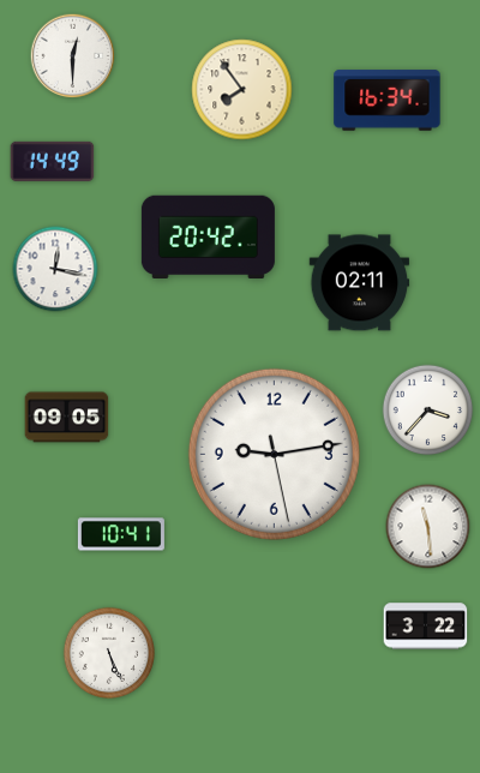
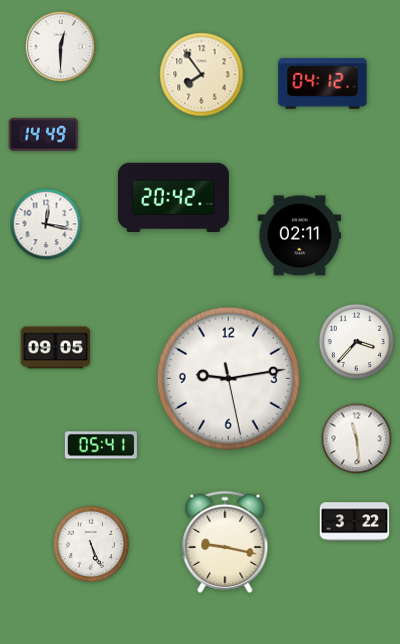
clock at (388, 101): 16:34 -> 04:12
clock at (121, 534): 10:41 -> 05:41
clock at (225, 542): none -> 9:17
